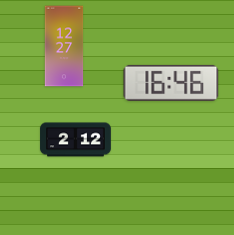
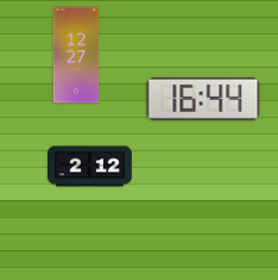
clock at (171, 83): 16:46 -> 16:44
